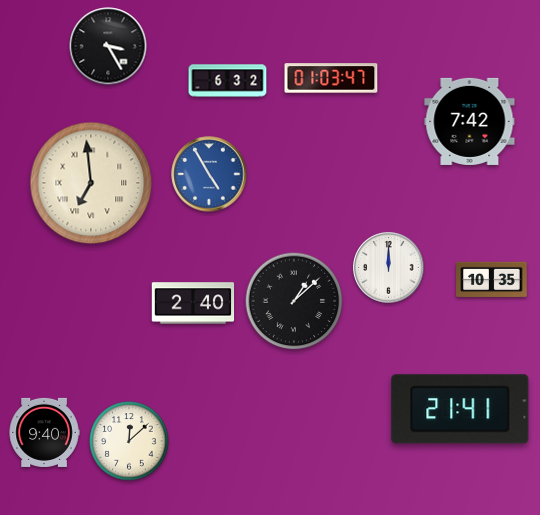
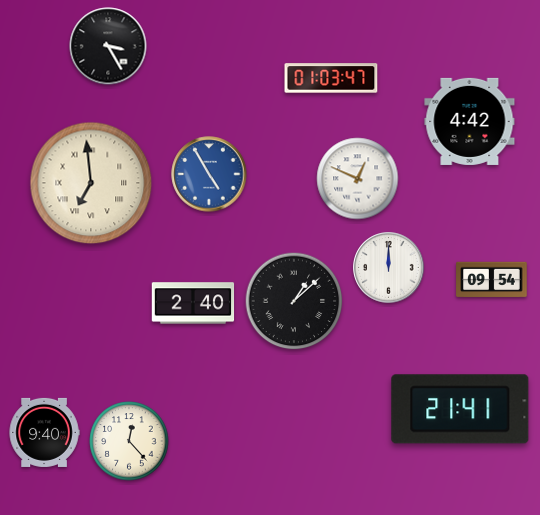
clock at (228, 81): 6:32 -> none
clock at (470, 121): 7:42 -> 4:42
clock at (358, 179): none -> 12:49
clock at (492, 280): 10:35 -> 09:54
clock at (129, 441): 12:08 -> 12:23
